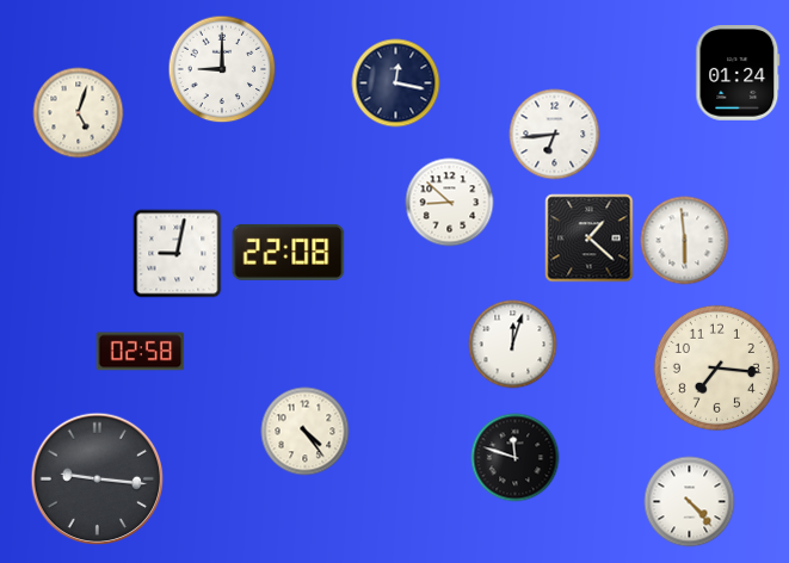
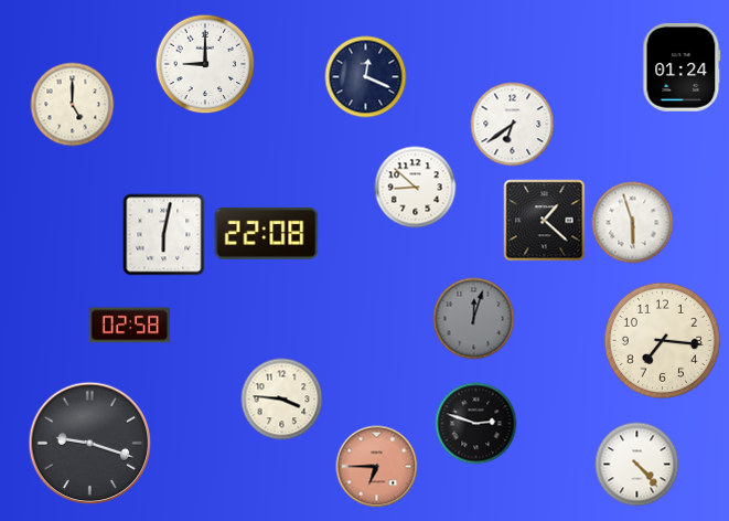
clock at (396, 83): 12:17 -> 12:19
clock at (79, 113): 5:03 -> 5:00
clock at (555, 135): 6:44 -> 6:39
clock at (685, 241): 5:59 -> 5:57
clock at (178, 254): 9:02 -> 6:02
clock at (513, 345) dial: white -> grey
clock at (306, 432): 4:24 -> 3:46
clock at (516, 458): 11:48 -> 2:48
clock at (98, 480): 9:16 -> 9:18
clock at (377, 467): none -> 6:45
